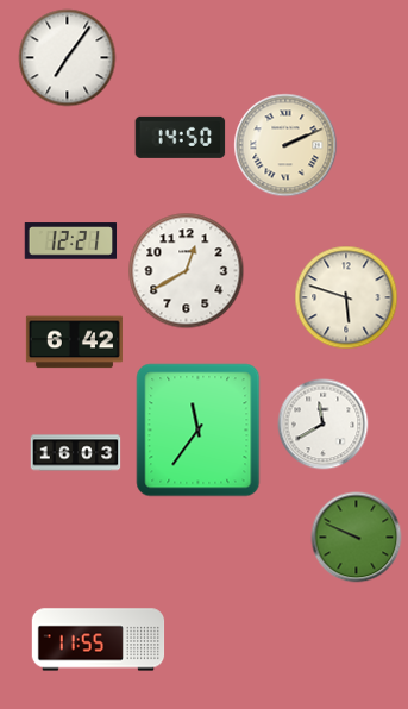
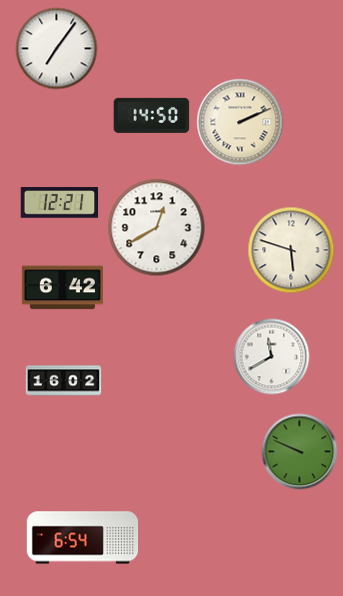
clock at (199, 431): 11:36 -> none
clock at (76, 453): 16:03 -> 16:02
clock at (99, 640): 11:55 -> 6:54
